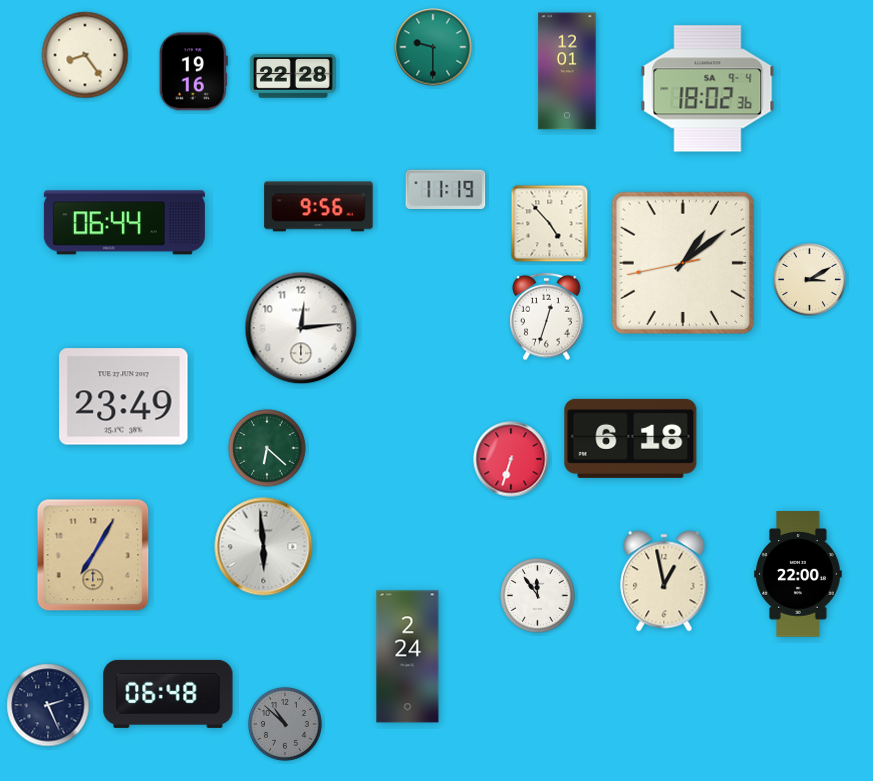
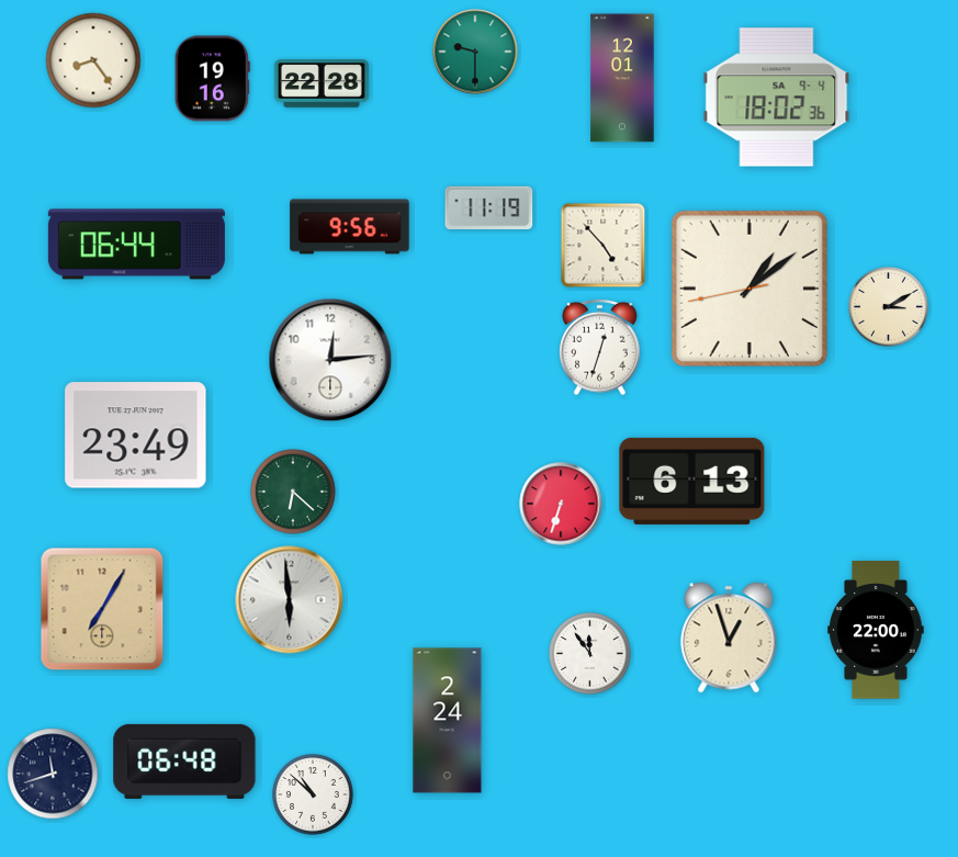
clock at (631, 438): 6:18 -> 6:13
clock at (664, 581): 12:58 -> 12:57
clock at (48, 705): 2:26 -> 11:42
clock at (286, 725) dial: grey -> white
